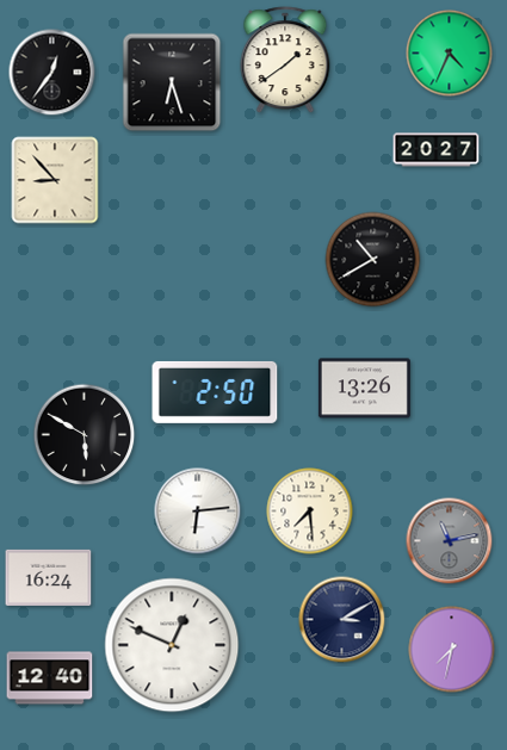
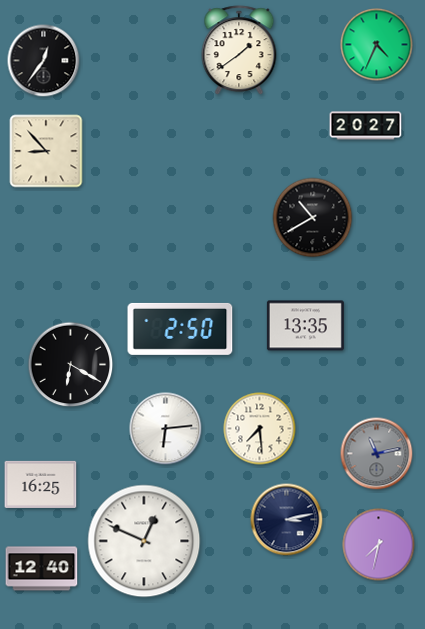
clock at (172, 82): 6:27 -> none
clock at (364, 389): 13:26 -> 13:35
clock at (85, 435): 5:50 -> 6:20
clock at (49, 577): 16:24 -> 16:25
clock at (342, 620): 3:10 -> 3:13
